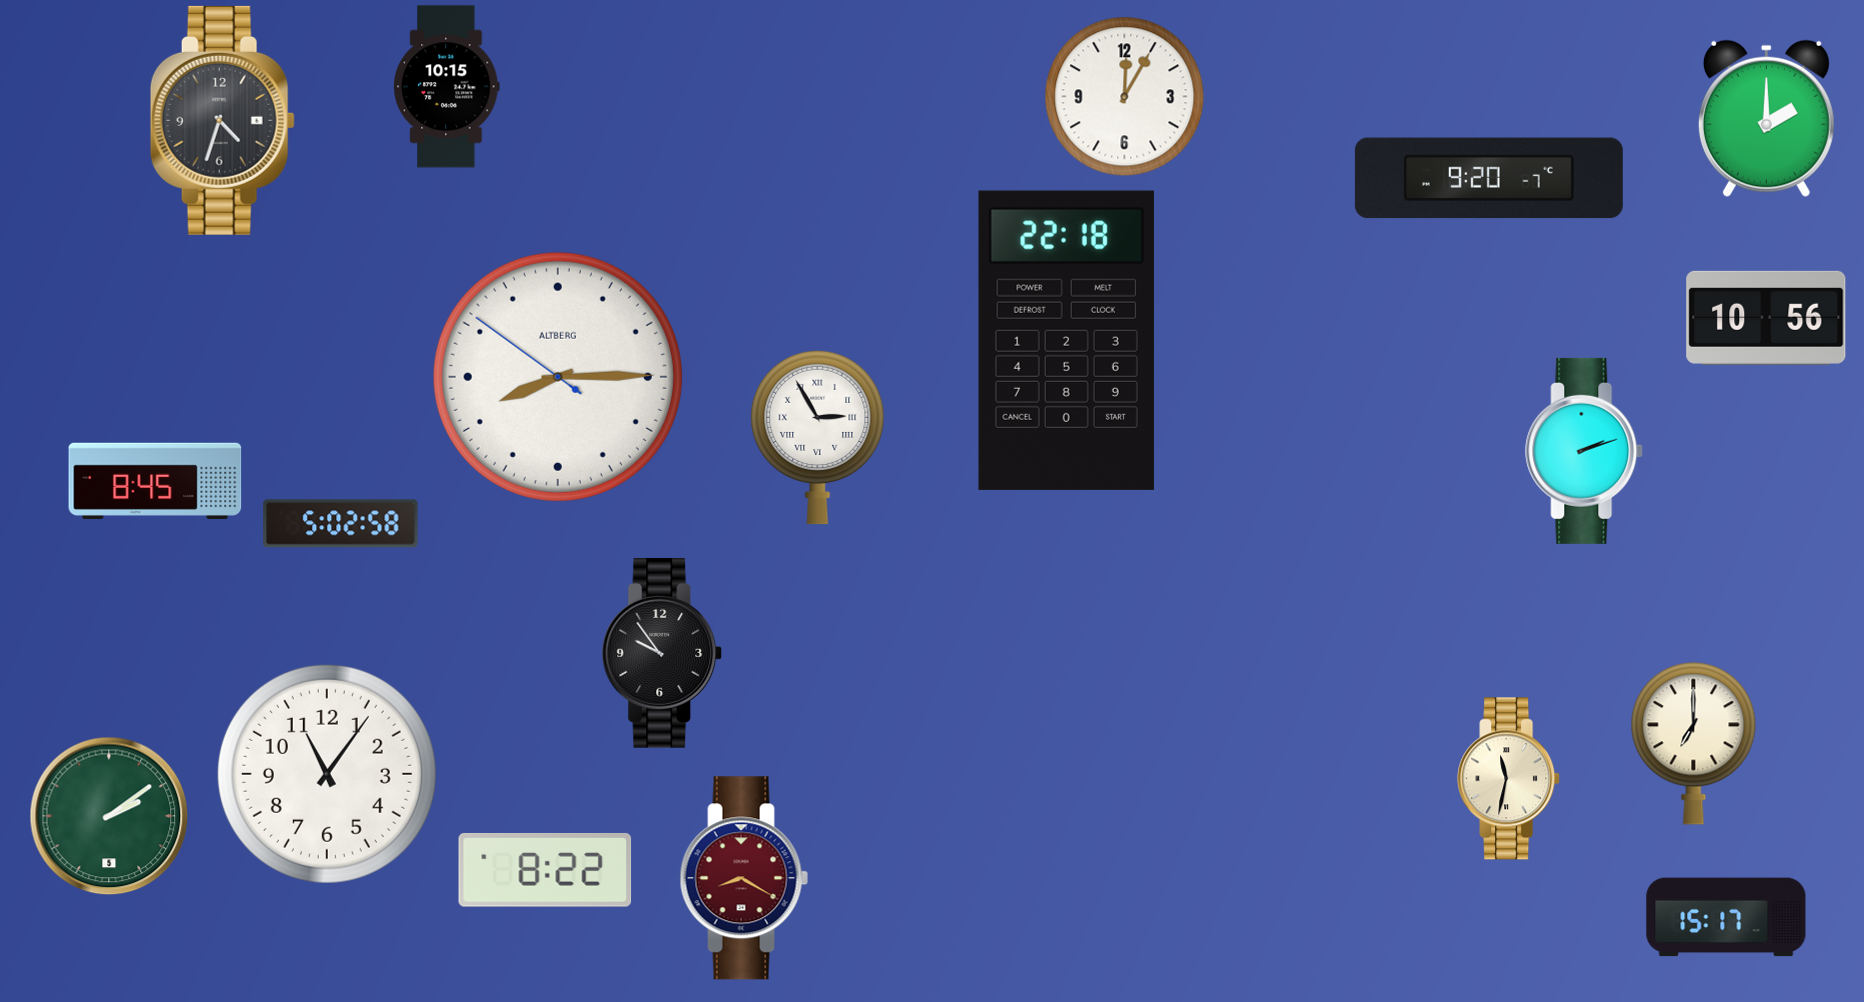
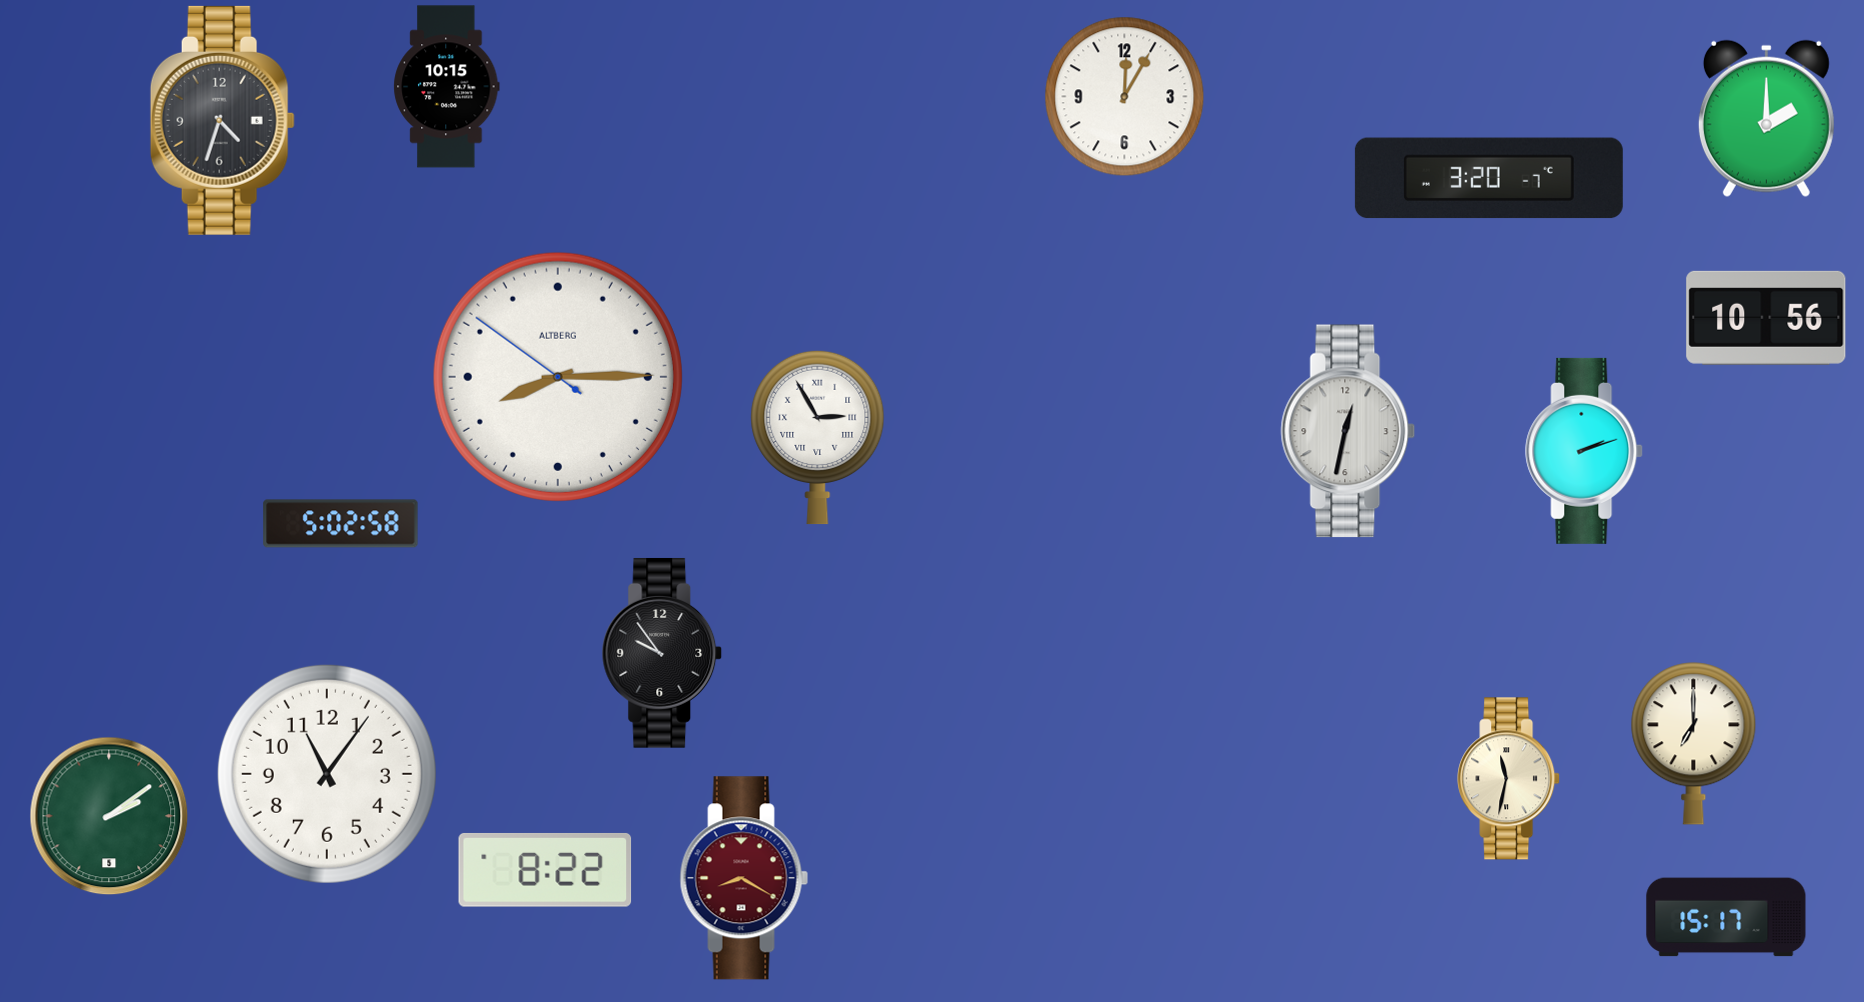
clock at (1489, 178): 9:20 -> 3:20
clock at (1066, 340): 22:18 -> none
clock at (1348, 431): none -> 12:32
clock at (155, 481): 8:45 -> none
